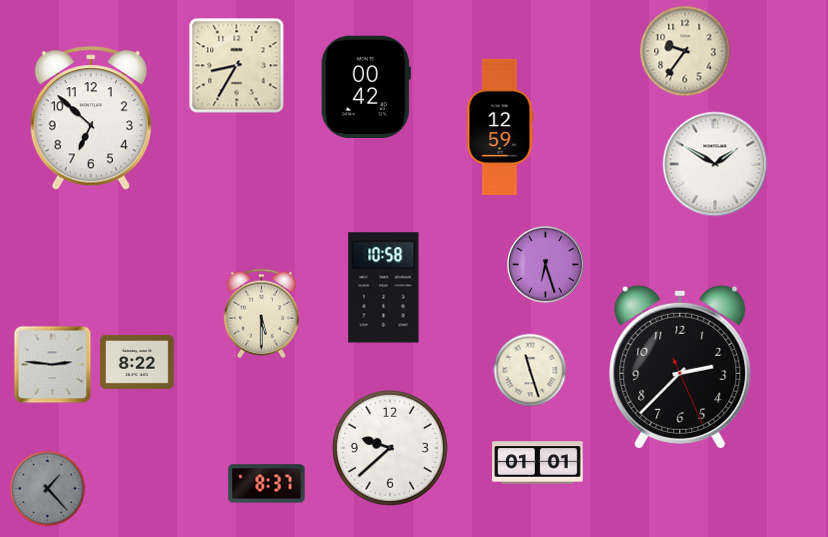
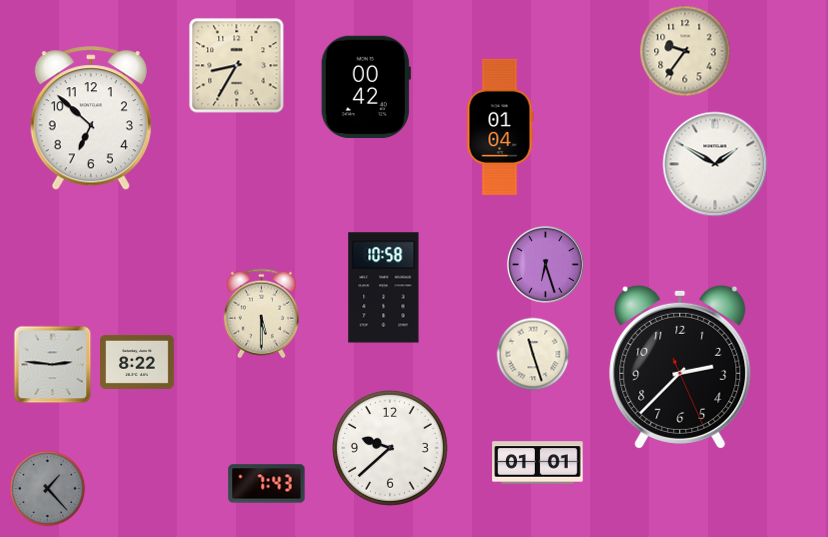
clock at (500, 127): 12:59 -> 01:04
clock at (530, 370) position: (530, 370) -> (533, 354)
clock at (267, 484): 8:37 -> 7:43
